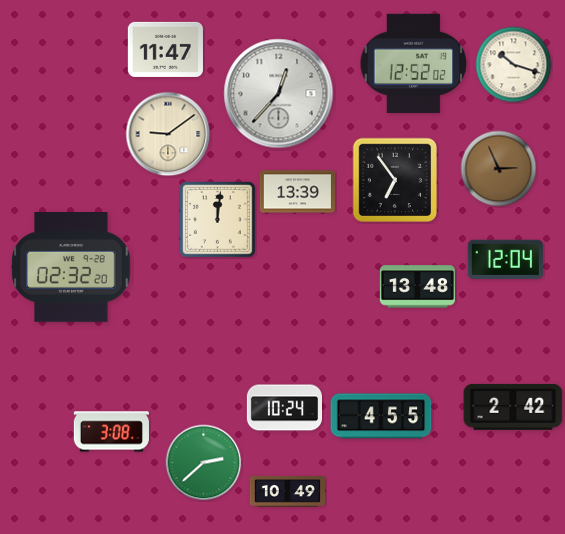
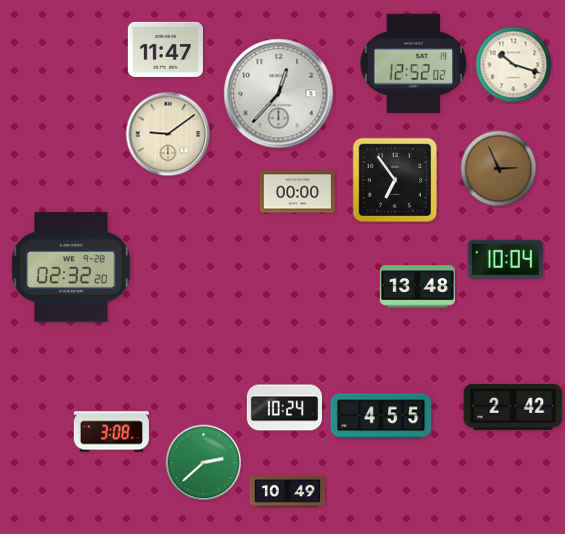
clock at (297, 192): 13:39 -> 00:00
clock at (218, 220): 12:01 -> none
clock at (505, 259): 12:04 -> 10:04
